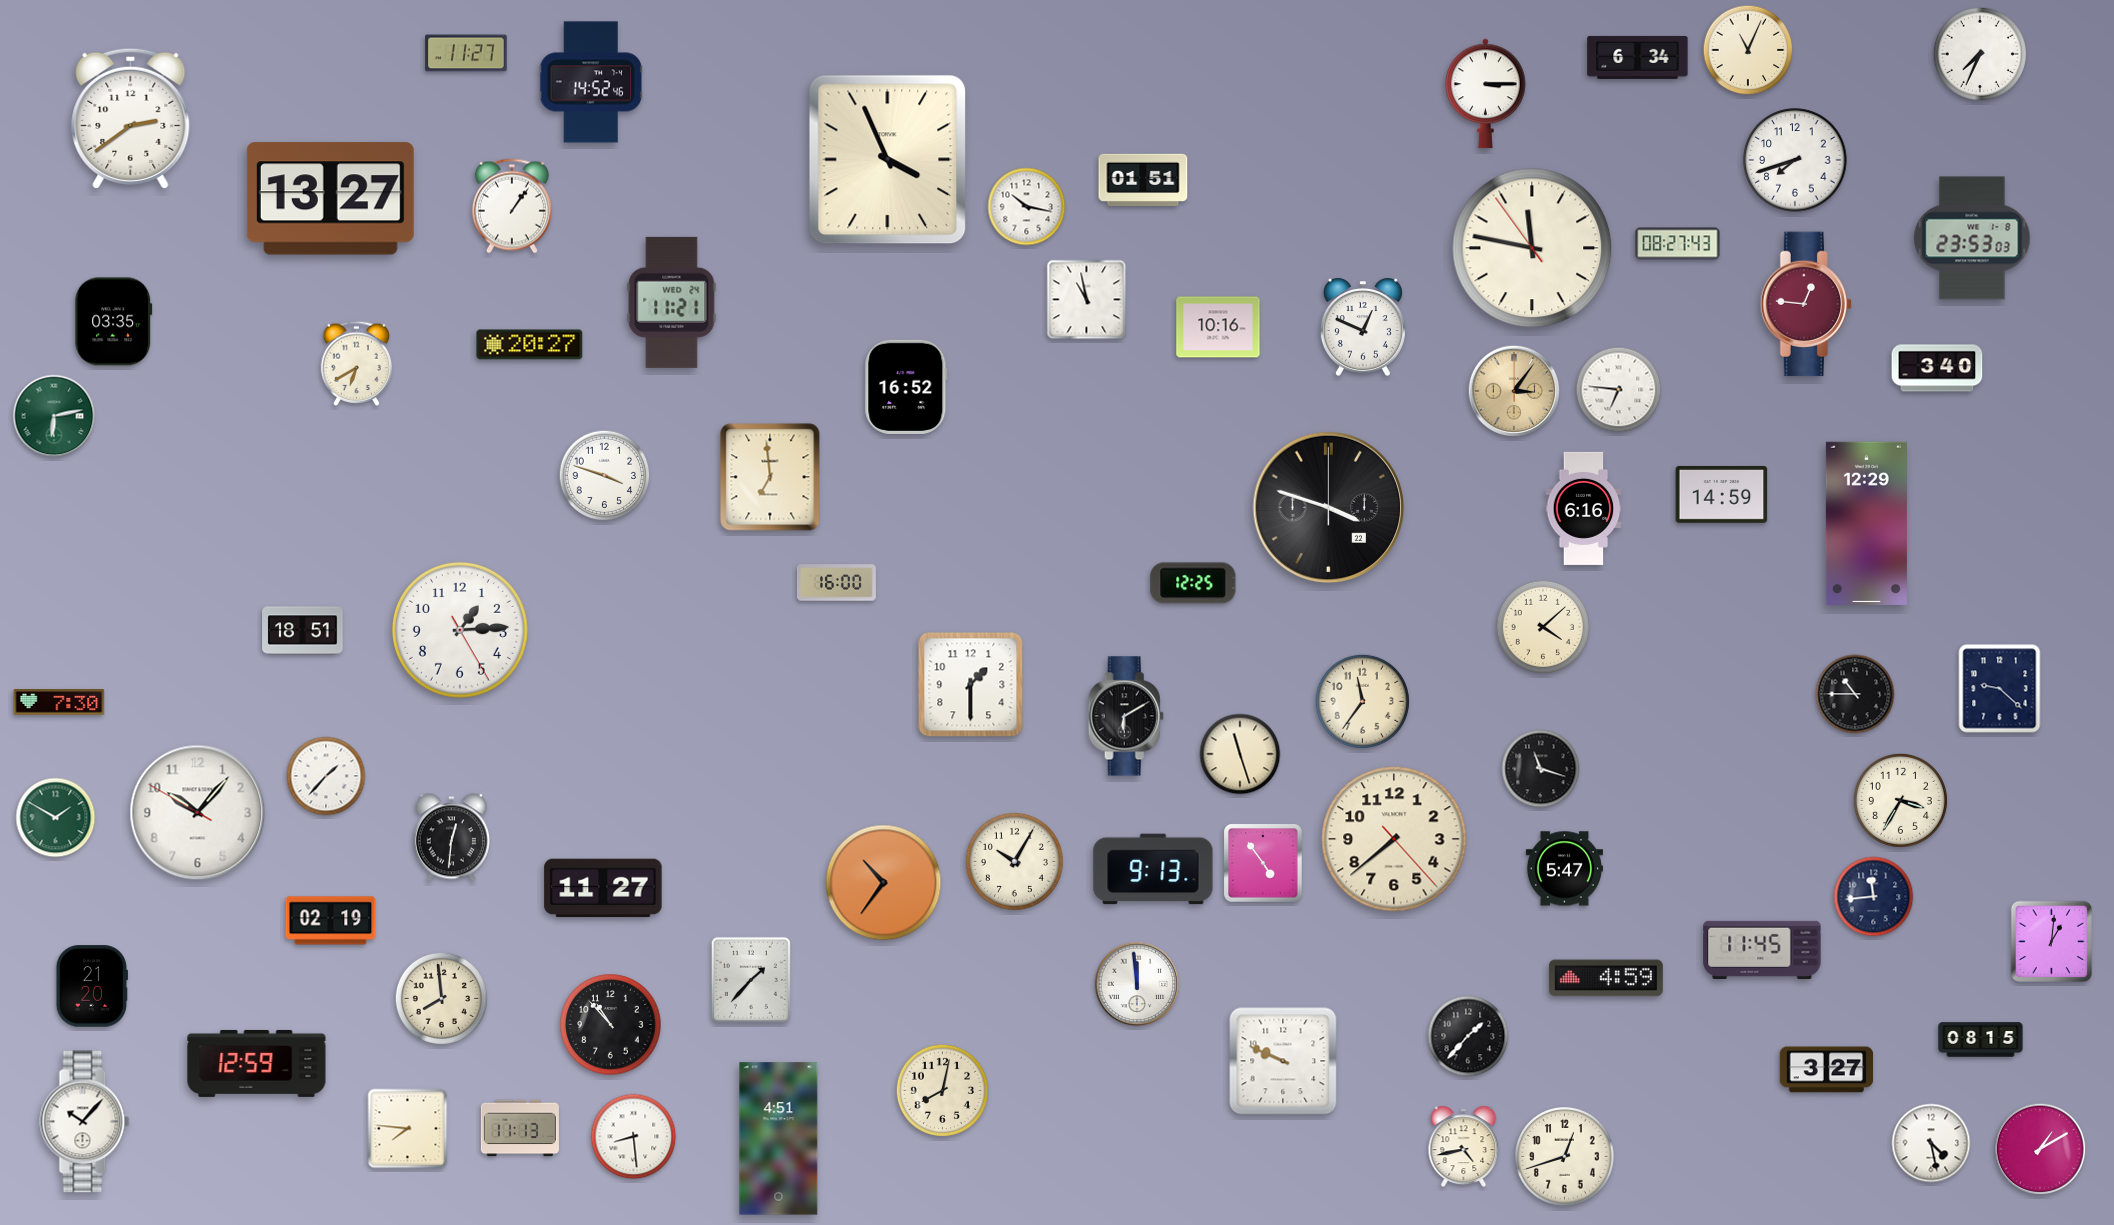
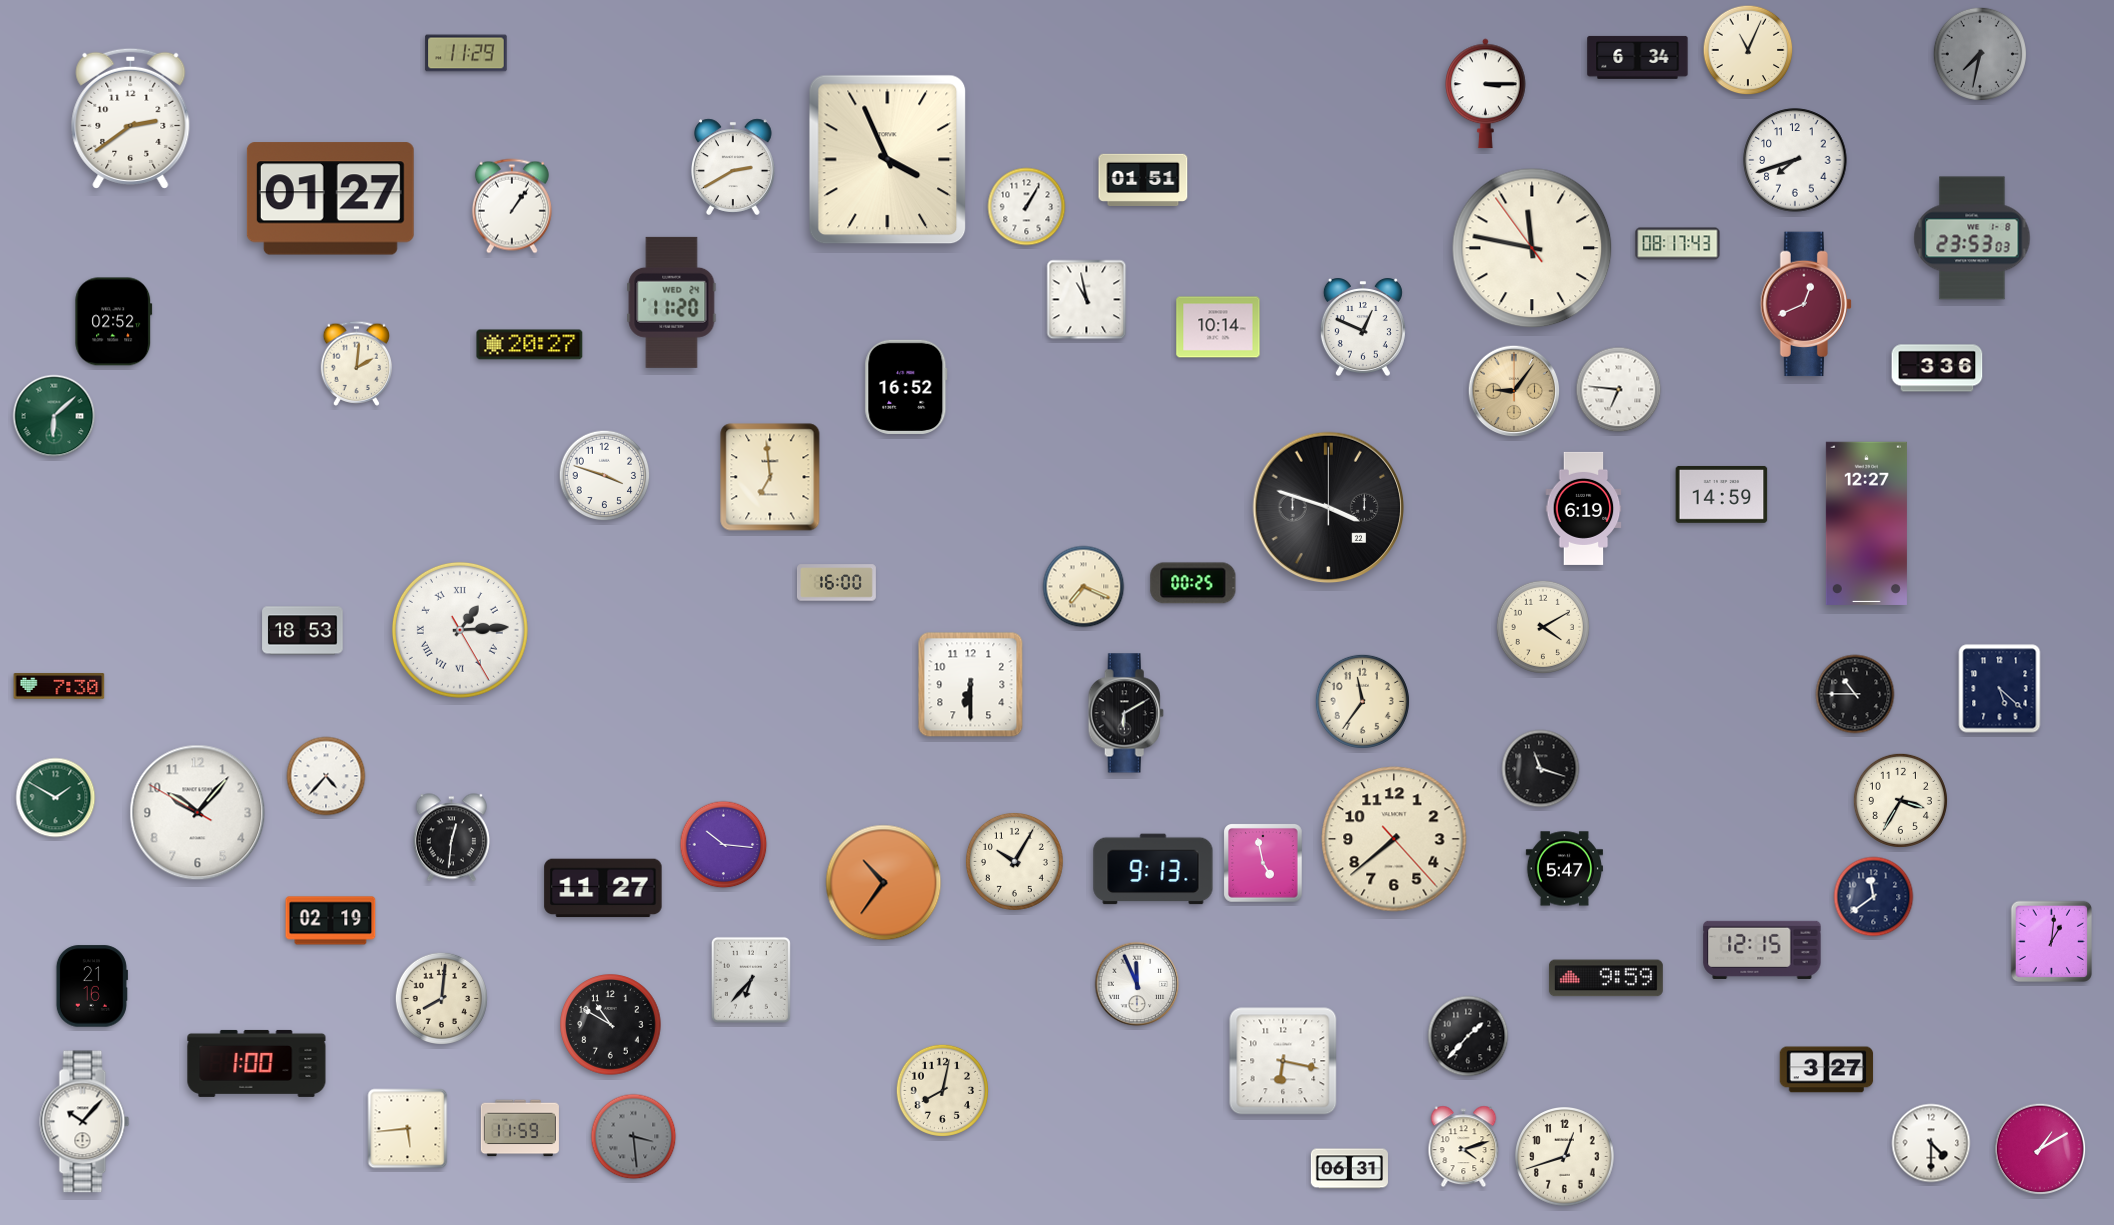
clock at (466, 53): 11:27 -> 11:29
clock at (1980, 54): 7:34 -> 7:32
clock at (1980, 54) dial: white -> grey
clock at (591, 82): 14:52 -> none
clock at (734, 167): none -> 2:40
clock at (330, 199): 13:27 -> 01:27
clock at (1027, 207): 10:17 -> 1:05
clock at (1678, 244): 08:27 -> 08:17
clock at (672, 302): 11:21 -> 11:20
clock at (1806, 304): 12:46 -> 12:41
clock at (114, 322): 03:35 -> 02:52
clock at (1218, 327): 10:16 -> 10:14
clock at (357, 363): 6:40 -> 2:01
clock at (1937, 368): 3:40 -> 3:36
clock at (1514, 391): 3:06 -> 9:06
clock at (54, 416): 6:13 -> 6:08
clock at (1584, 508): 6:16 -> 6:19
clock at (1866, 523): 12:29 -> 12:27
clock at (1193, 583): 12:25 -> 00:25
clock at (1084, 587): none -> 7:19
clock at (1543, 627): 4:08 -> 4:10
clock at (460, 630) numerals: Arabic -> Roman
clock at (303, 631): 18:51 -> 18:53
clock at (971, 685): 1:30 -> 6:30
clock at (2000, 689): 9:22 -> 5:22
clock at (59, 702) position: (59, 702) -> (59, 686)
clock at (1126, 716) position: (1126, 716) -> (1126, 713)
clock at (1240, 754): 11:27 -> none
clock at (326, 776): 1:37 -> 4:37
clock at (56, 818) position: (56, 818) -> (56, 798)
clock at (724, 845): none -> 10:16
clock at (1263, 863): 4:54 -> 4:58
clock at (1874, 897): 11:44 -> 11:39
clock at (1762, 950): 11:45 -> 12:15
clock at (1606, 978): 4:59 -> 9:59
clock at (751, 980): 1:37 -> 6:37
clock at (1137, 984): 11:59 -> 11:56
clock at (92, 986): 21:20 -> 21:16
clock at (441, 998): 7:59 -> 8:01
clock at (611, 1025): 10:53 -> 10:50
clock at (1981, 1040): 08:15 -> none
clock at (1283, 1061): 9:49 -> 6:17
clock at (257, 1063): 12:59 -> 1:00
clock at (520, 1128): 11:13 -> 11:59
clock at (408, 1129): 7:46 -> 5:44
clock at (634, 1137): 8:29 -> 3:29
clock at (634, 1137) dial: white -> grey
clock at (779, 1139): 4:51 -> none
clock at (1931, 1143): 4:28 -> 4:30
clock at (1464, 1147): 4:43 -> 4:12
clock at (1349, 1169): none -> 06:31
